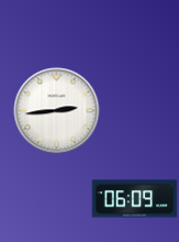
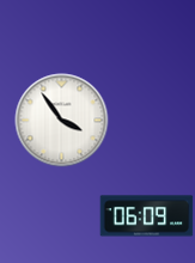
clock at (56, 110): 2:44 -> 3:54
